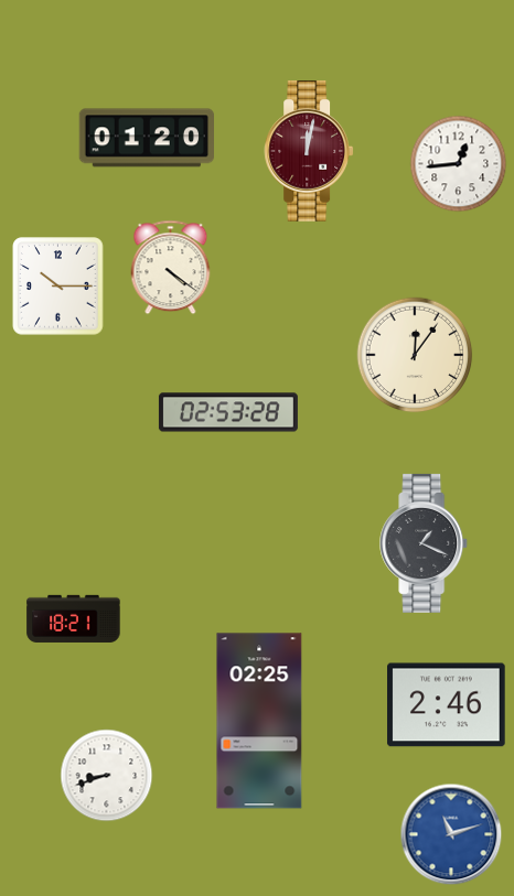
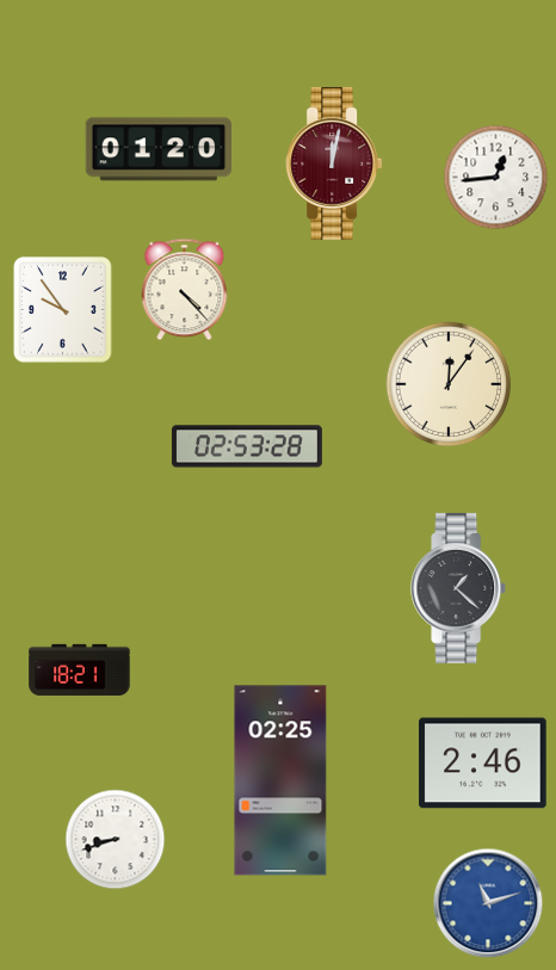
clock at (171, 268): 4:21 -> 4:23
clock at (58, 287): 10:15 -> 9:54
clock at (425, 543): 1:19 -> 1:22
